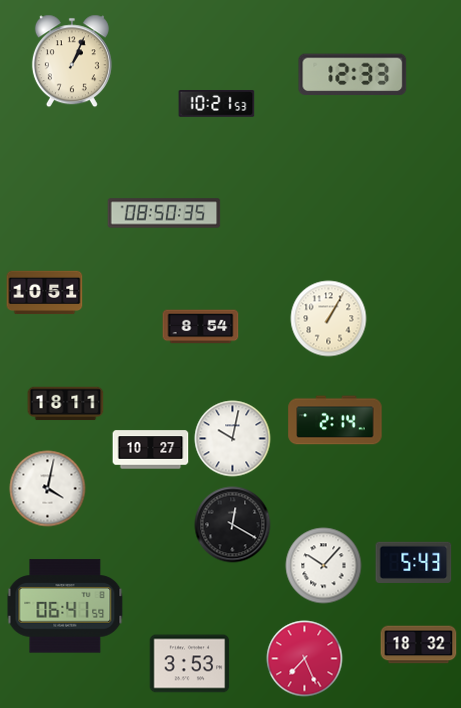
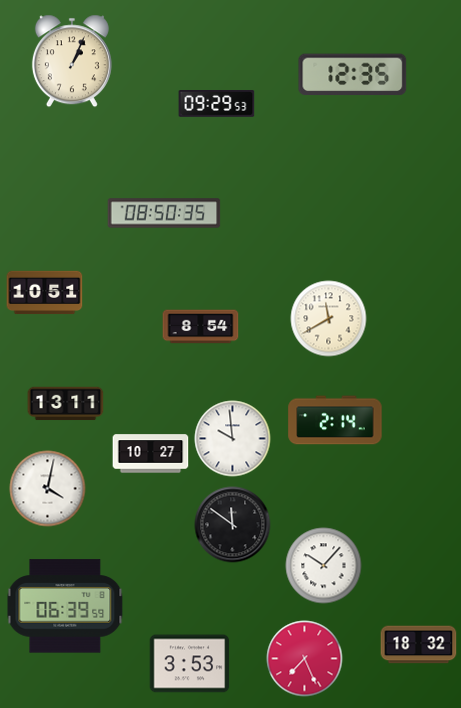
clock at (353, 75): 12:33 -> 12:35
clock at (217, 104): 10:21 -> 09:29
clock at (329, 319): 1:05 -> 11:40
clock at (66, 404): 18:11 -> 13:11
clock at (233, 439): 10:02 -> 9:59
clock at (151, 450) position: (151, 450) -> (151, 454)
clock at (233, 525): 12:20 -> 11:51
clock at (414, 562): 5:43 -> none
clock at (65, 606): 06:41 -> 06:39
